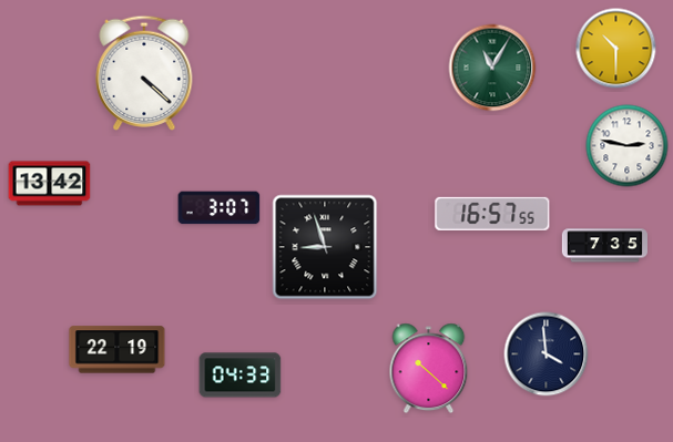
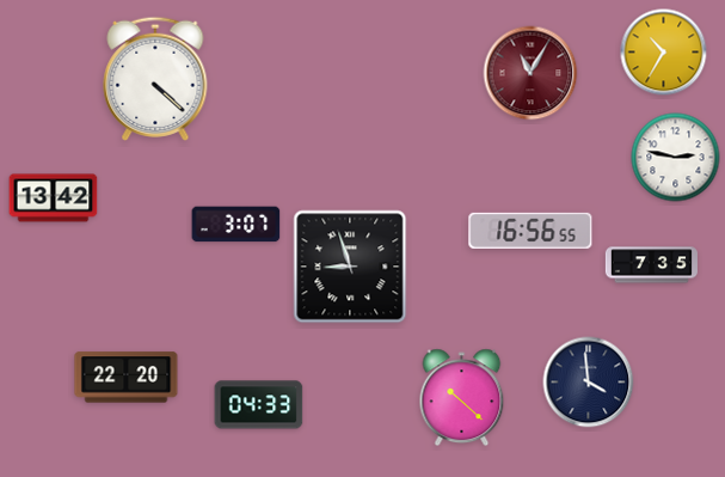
clock at (616, 49): 10:30 -> 10:35
clock at (492, 68) dial: green -> burgundy
clock at (492, 214): 16:57 -> 16:56
clock at (118, 350): 22:19 -> 22:20
